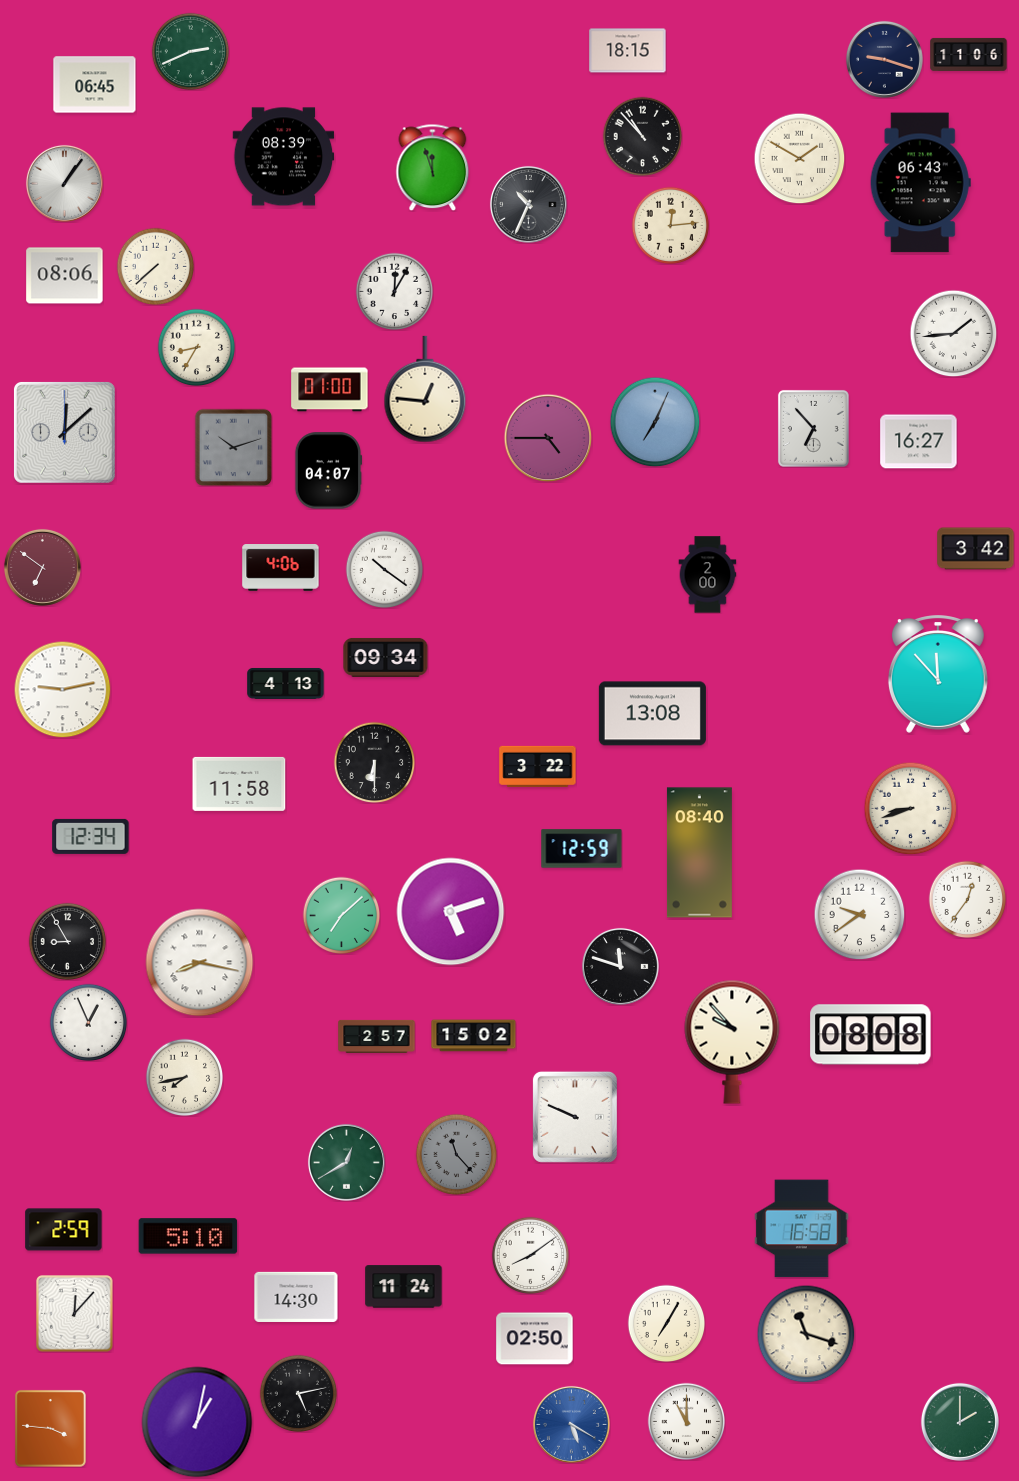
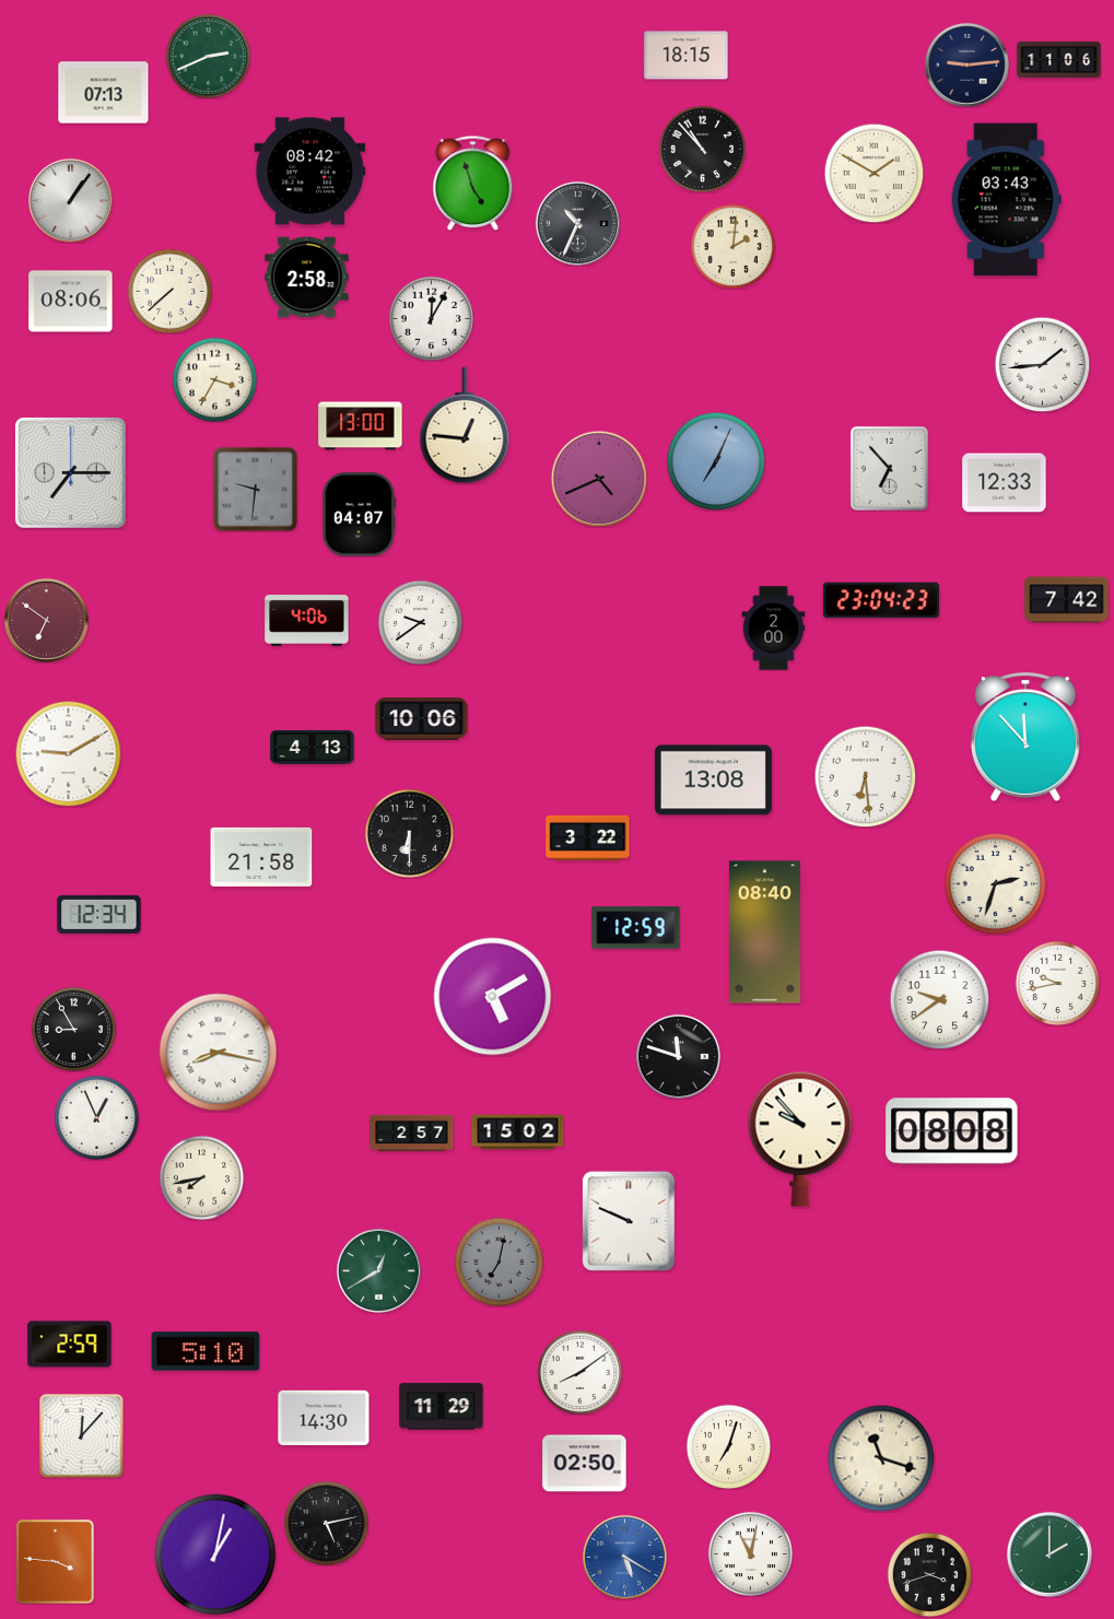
clock at (884, 59): 9:18 -> 9:14
clock at (95, 85): 06:45 -> 07:13
clock at (284, 157): 08:39 -> 08:42
clock at (433, 167): 11:57 -> 4:57
clock at (920, 183): 06:43 -> 03:43
clock at (670, 225): 12:14 -> 2:01
clock at (307, 278): none -> 2:58
clock at (196, 347): 8:35 -> 3:35
clock at (330, 390): 01:00 -> 13:00
clock at (64, 432): 12:08 -> 7:15
clock at (548, 438): 4:45 -> 4:41
clock at (919, 442): 16:27 -> 12:33
clock at (233, 447): 10:12 -> 9:31
clock at (881, 600): none -> 23:04
clock at (976, 549): 3:42 -> 7:42
clock at (384, 569): 10:21 -> 9:39
clock at (386, 657): 09:34 -> 10:06
clock at (62, 689): 9:13 -> 9:10
clock at (865, 776): none -> 6:29
clock at (239, 784): 11:58 -> 21:58
clock at (910, 808): 8:42 -> 2:33
clock at (967, 899): 12:36 -> 9:43
clock at (451, 912): 5:12 -> 5:10
clock at (341, 915): 7:08 -> none
clock at (456, 1154): 11:23 -> 7:02
clock at (802, 1229): 16:58 -> none
clock at (404, 1287): 11:24 -> 11:29
clock at (666, 1323): 7:05 -> 7:03
clock at (686, 1421): 11:00 -> 11:02
clock at (929, 1574): none -> 3:42
